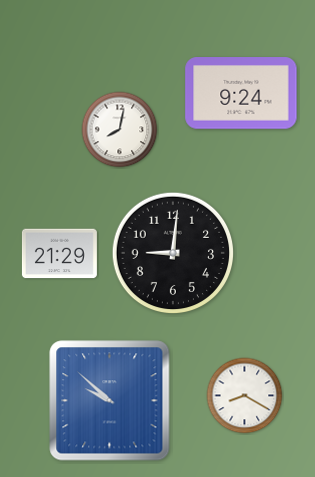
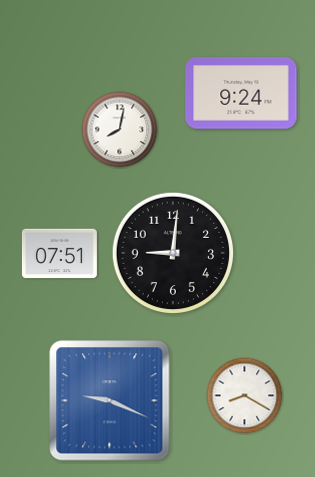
clock at (59, 254): 21:29 -> 07:51
clock at (110, 401): 9:52 -> 9:19
